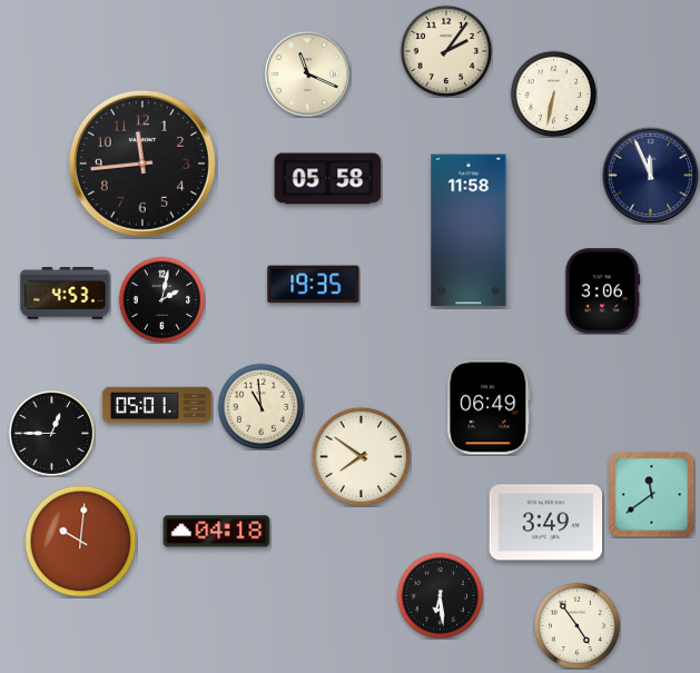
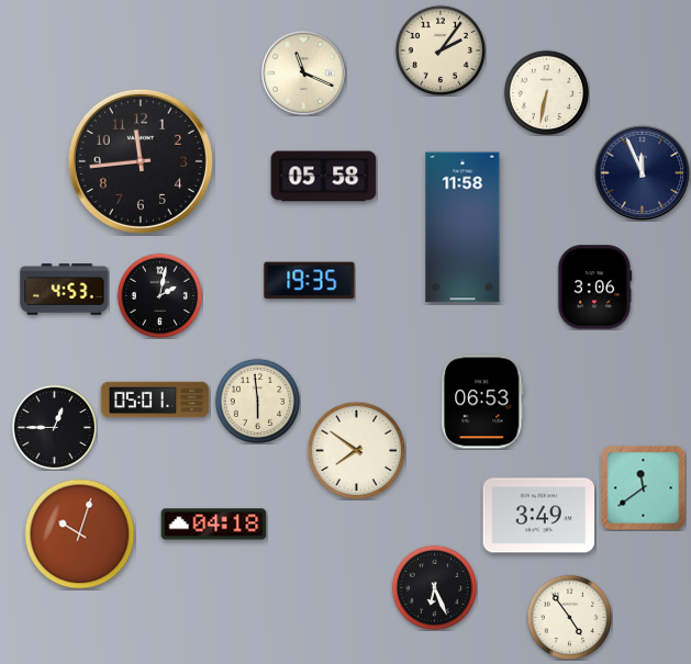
clock at (260, 406): 10:59 -> 5:59
clock at (489, 407): 06:49 -> 06:53
clock at (51, 433) position: (51, 433) -> (54, 427)
clock at (81, 542): 10:01 -> 10:03
clock at (440, 595): 6:29 -> 6:26
